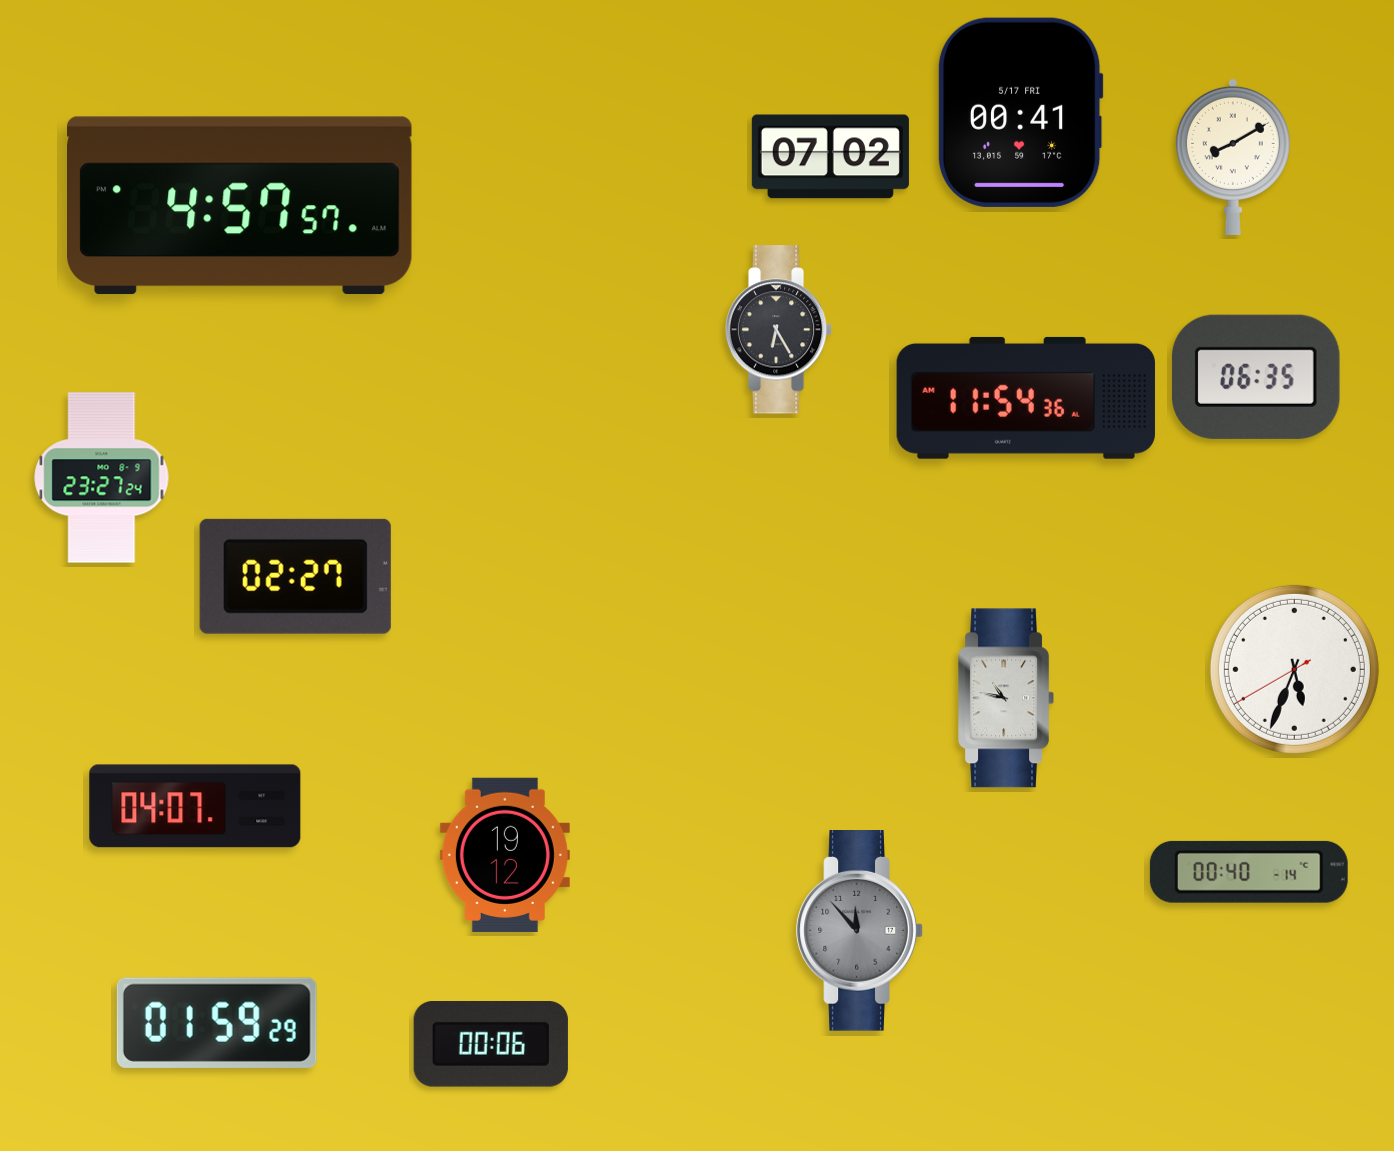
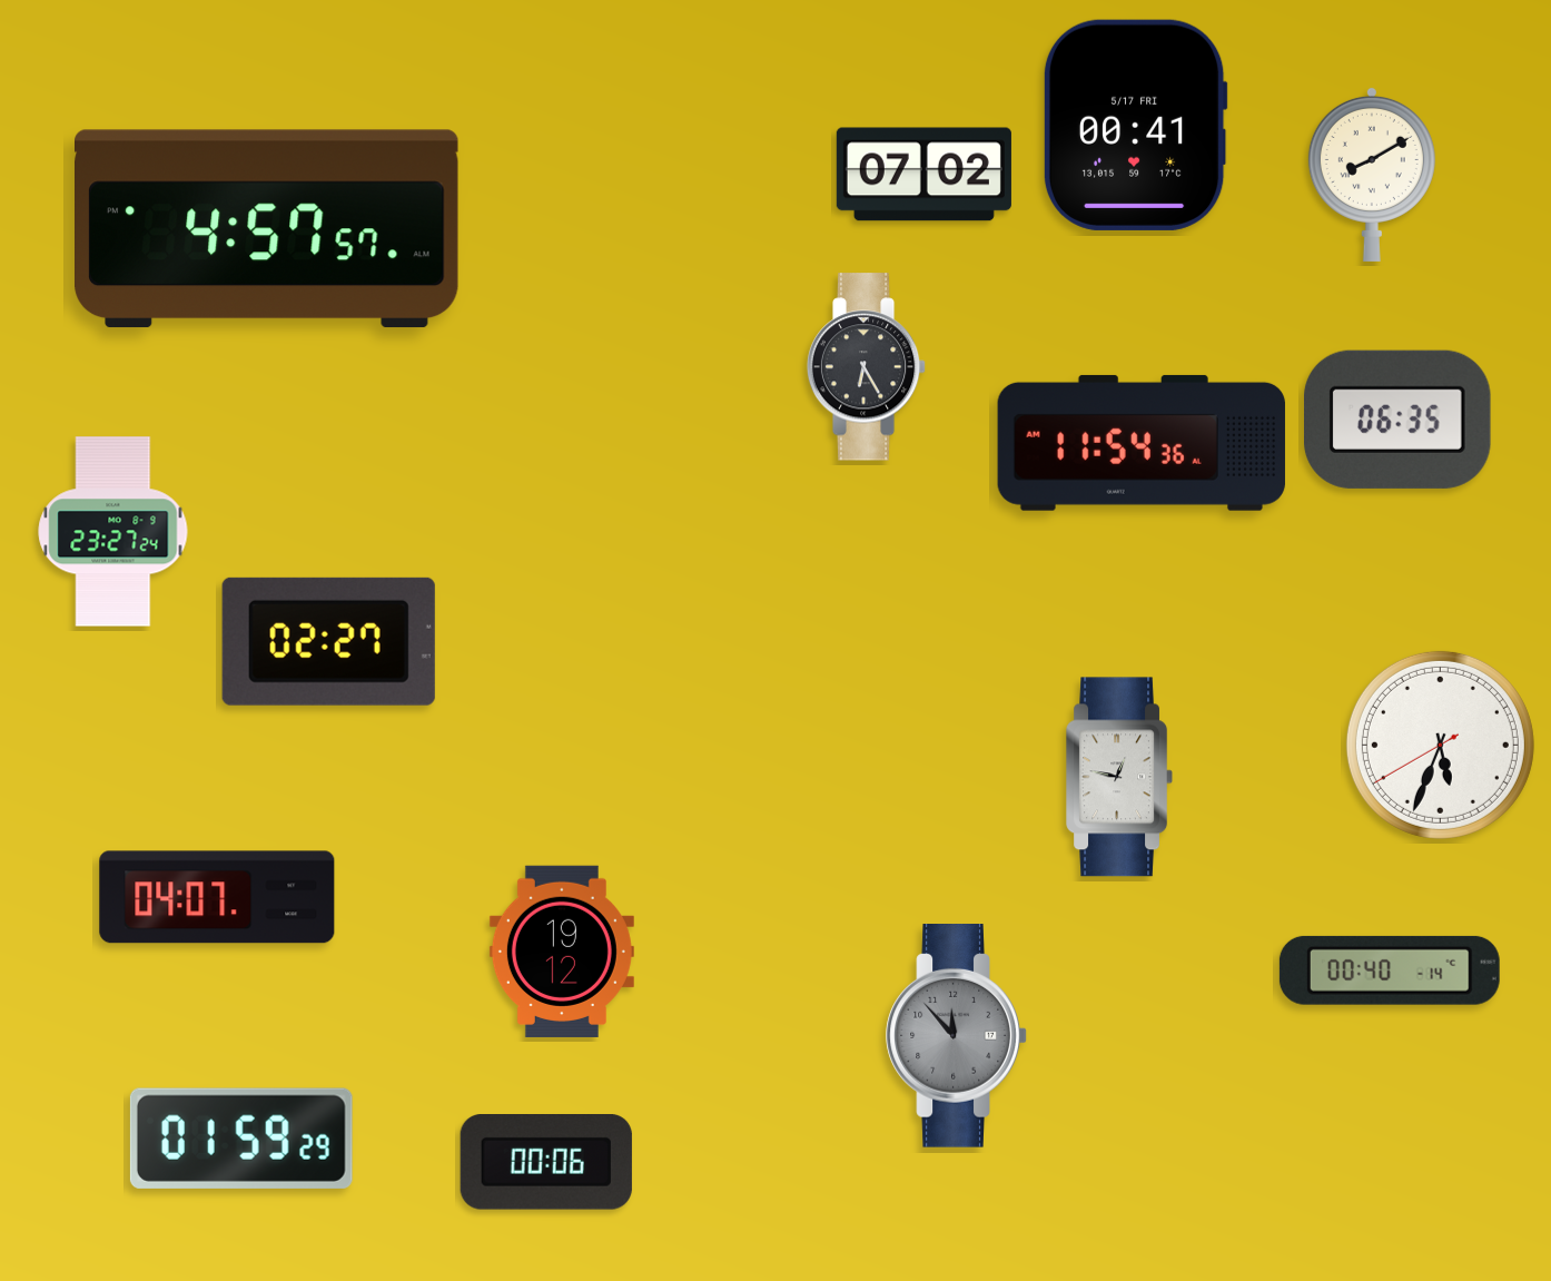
clock at (1006, 698): 10:47 -> 12:47
